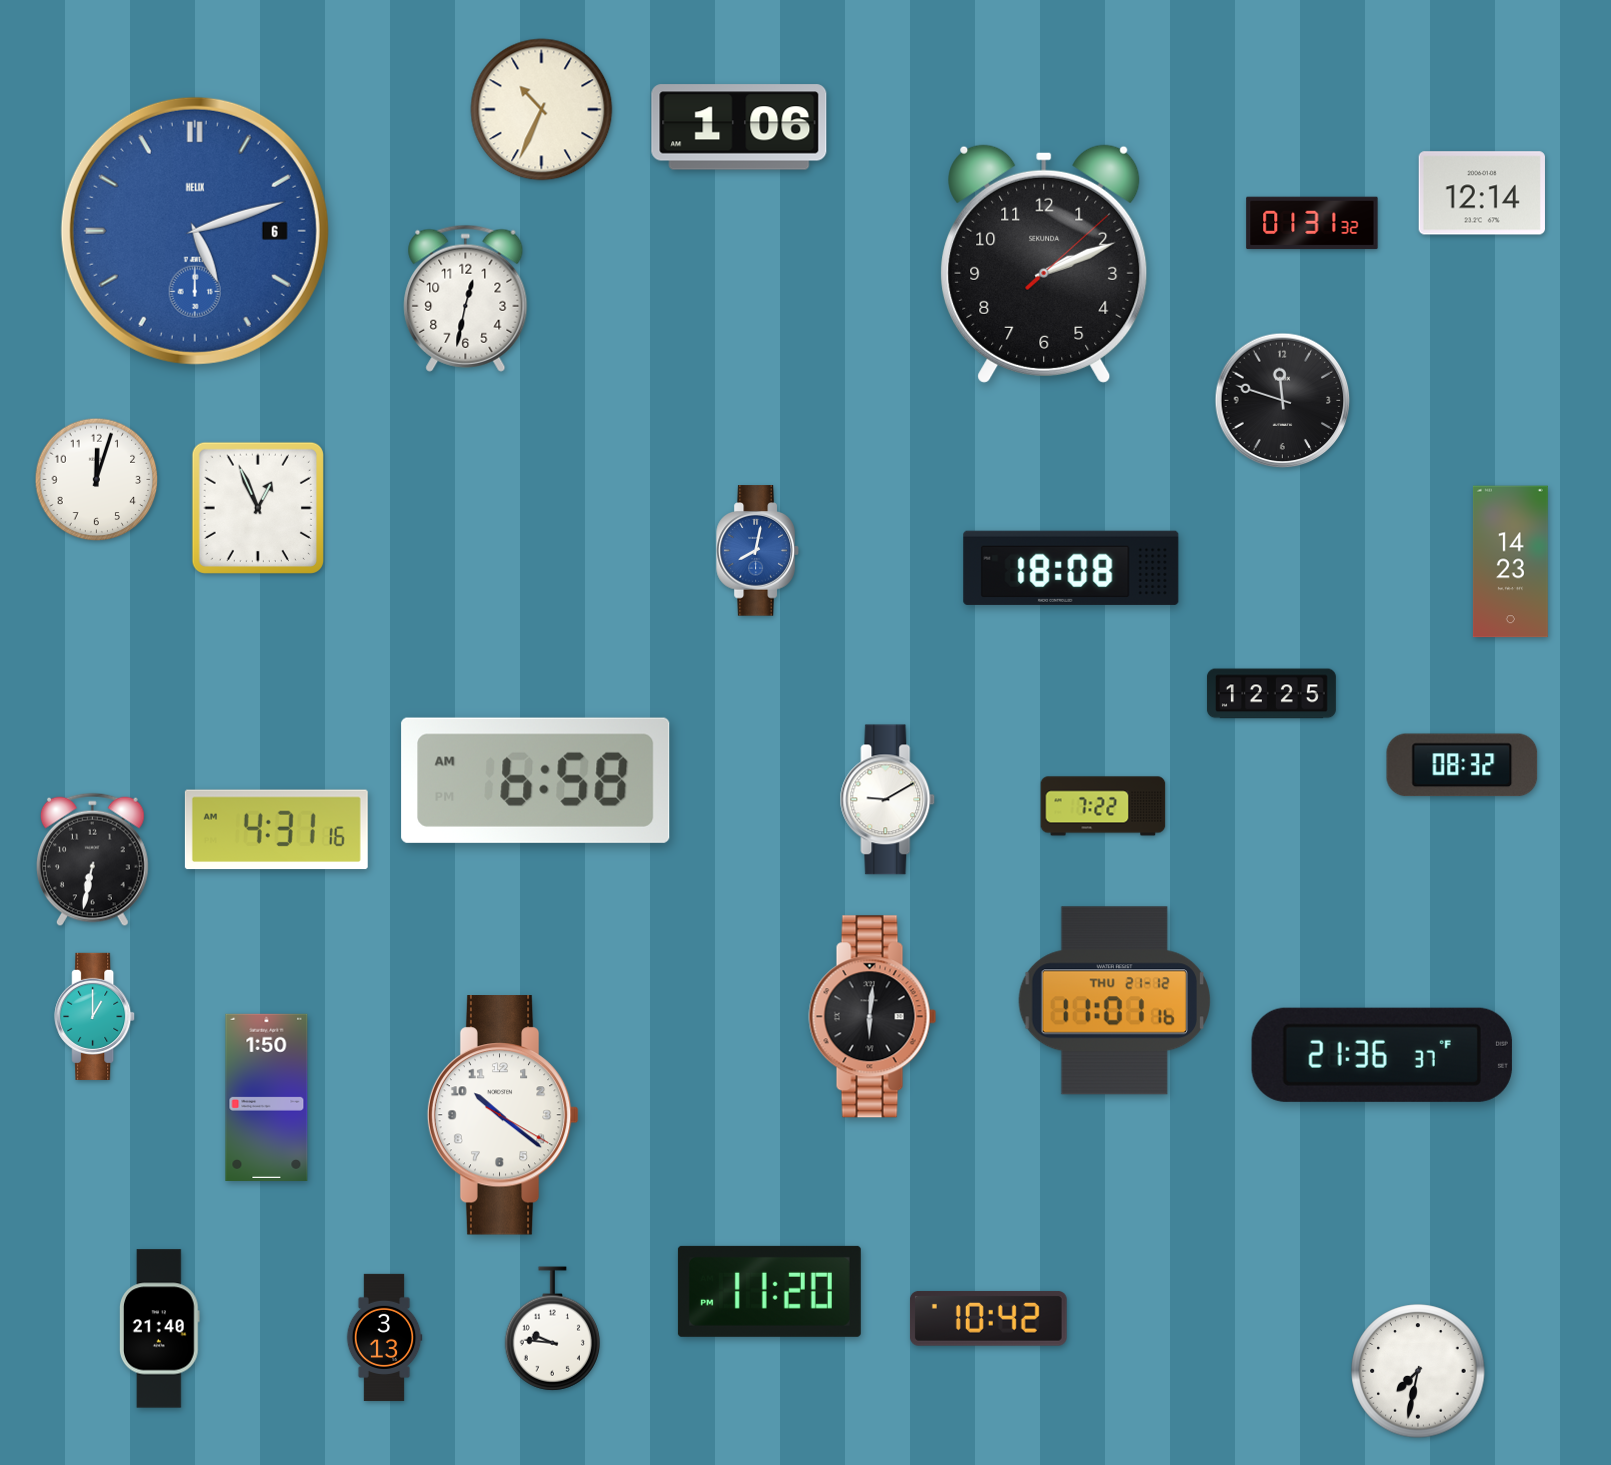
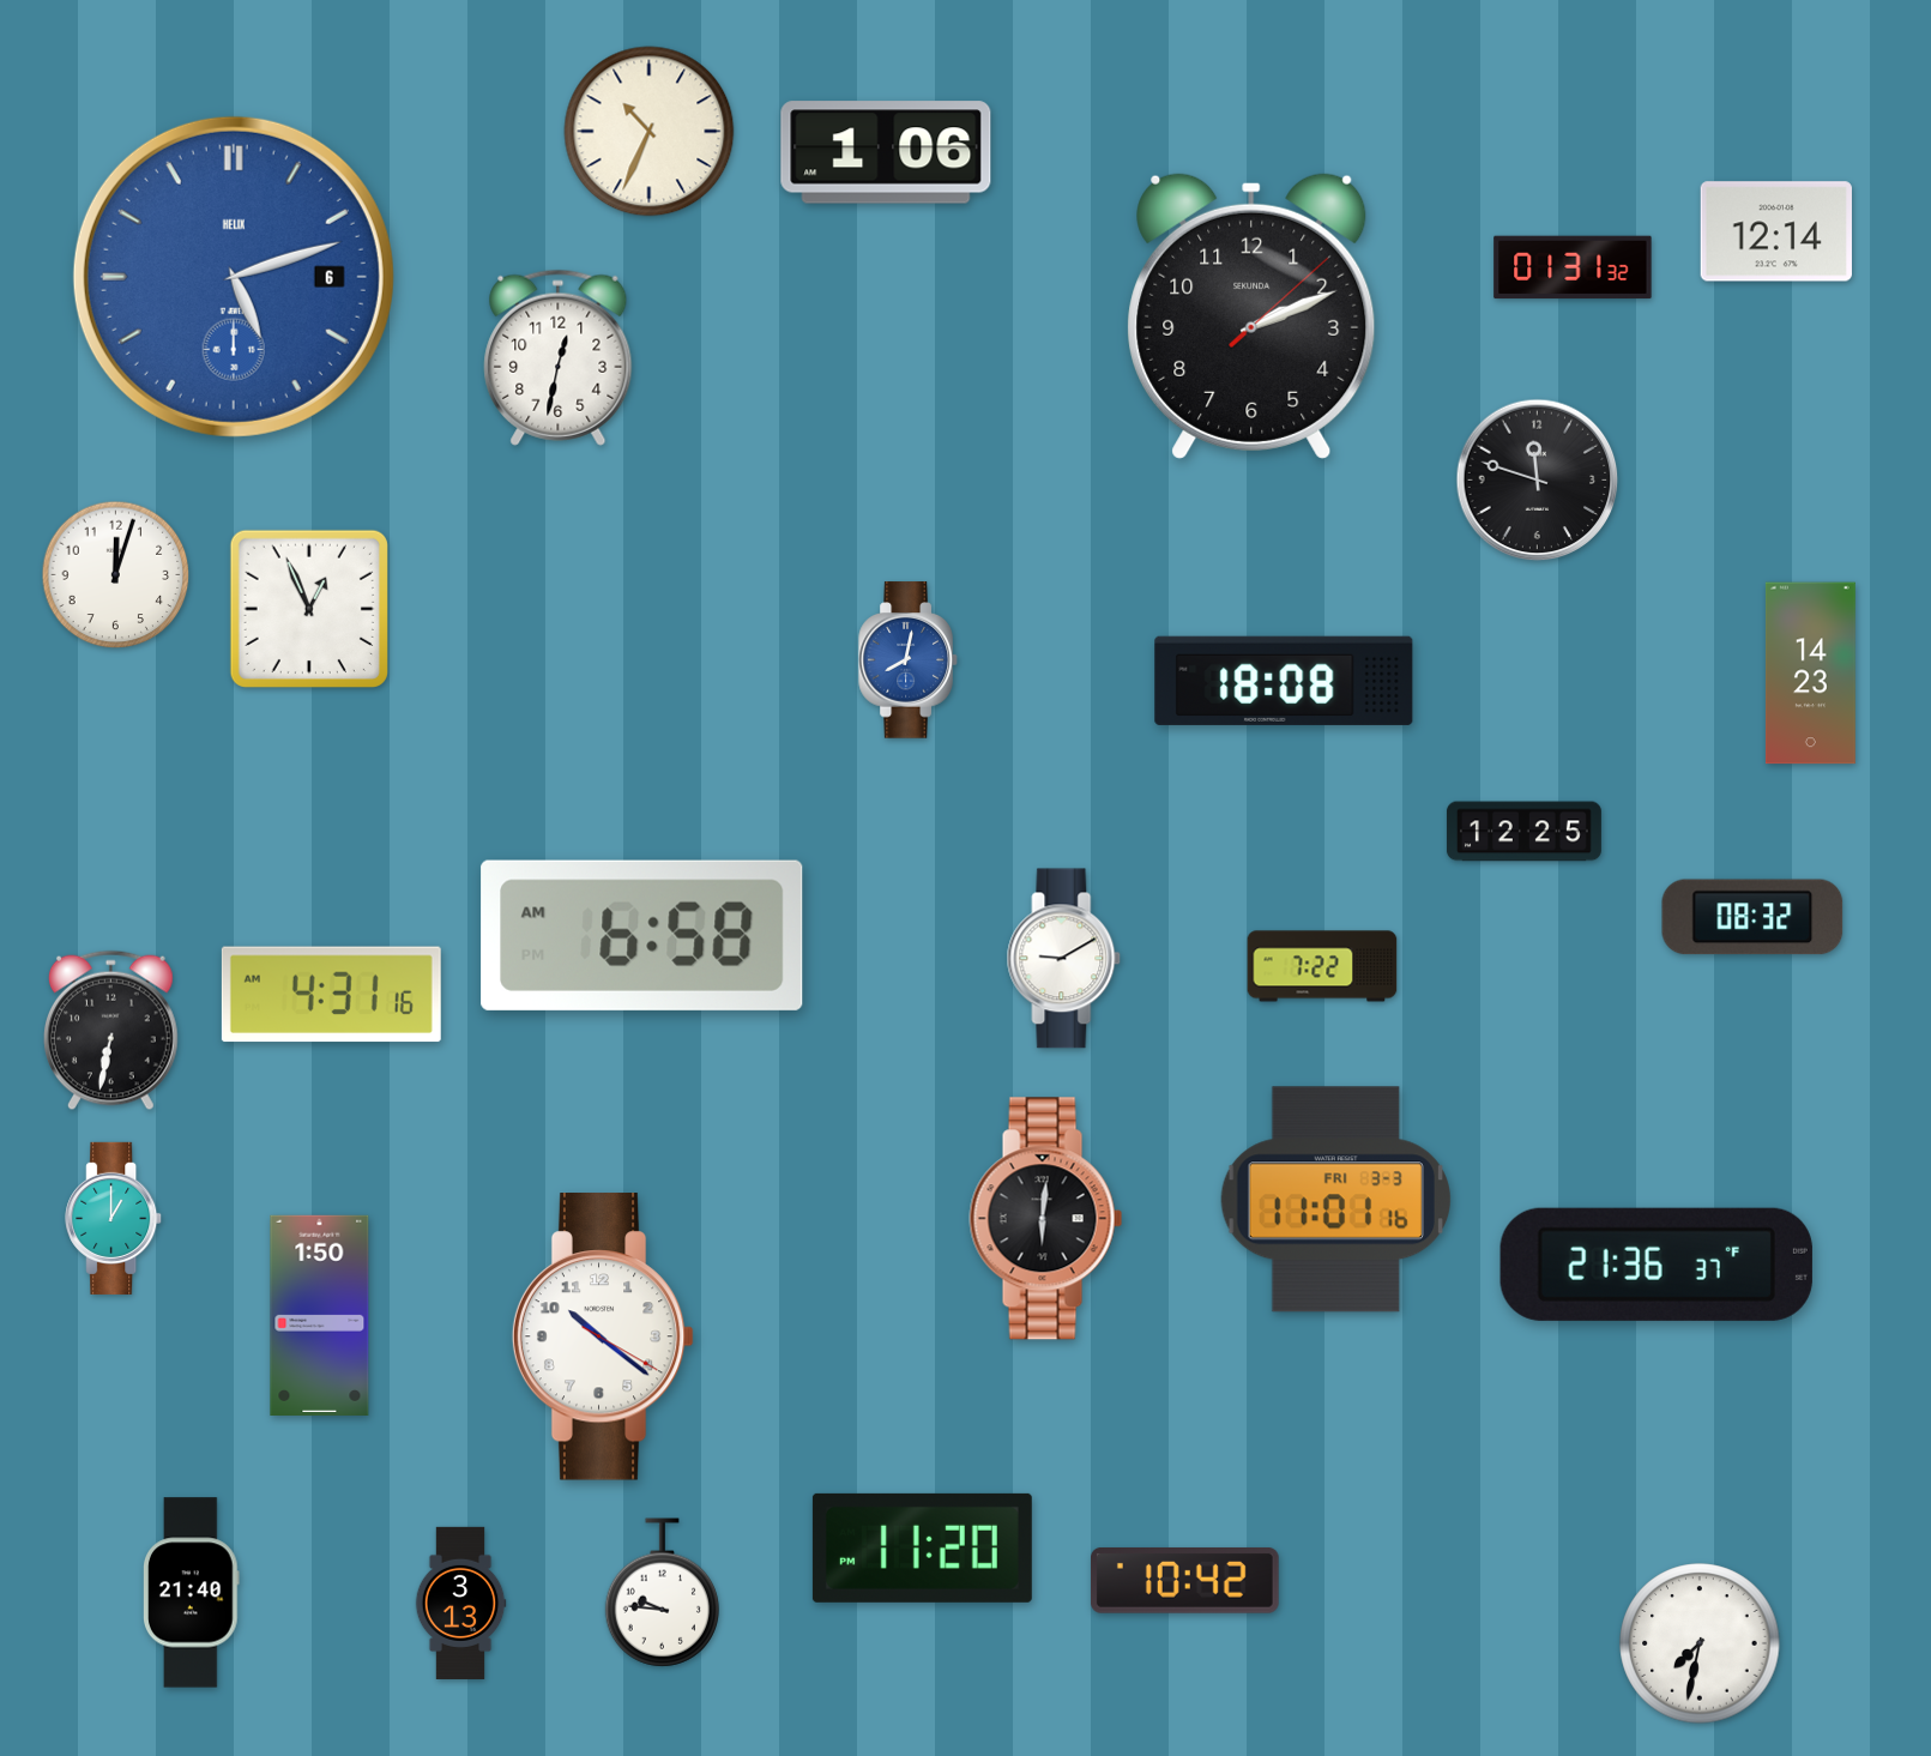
clock at (1114, 1001) date: THU 21-12 -> FRI 3-3
